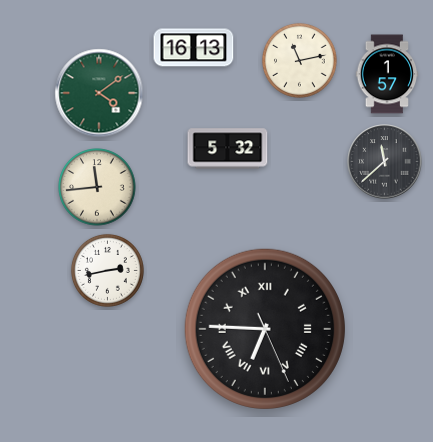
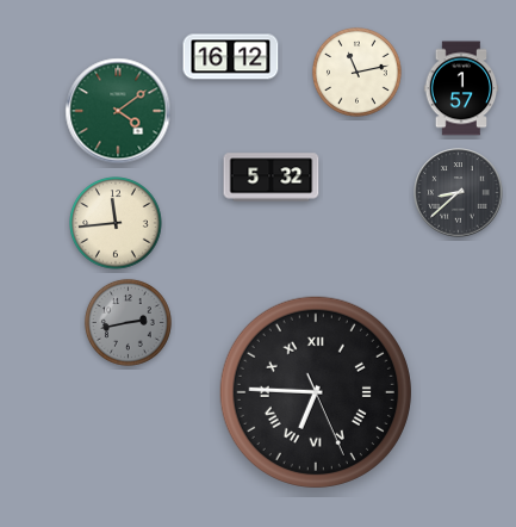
clock at (194, 48): 16:13 -> 16:12
clock at (385, 162): 11:38 -> 8:38
clock at (107, 270) dial: white -> grey
